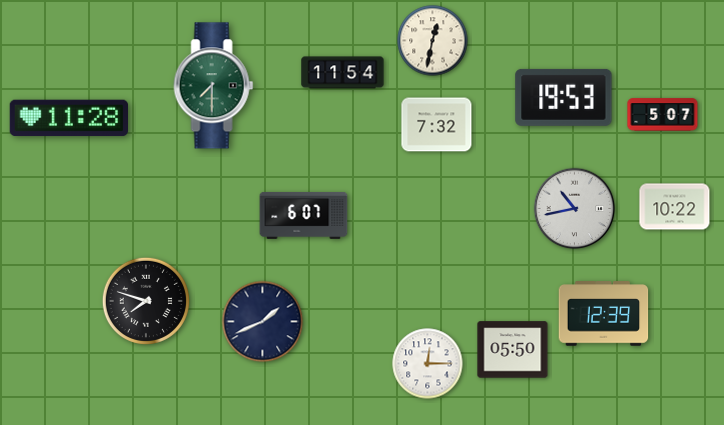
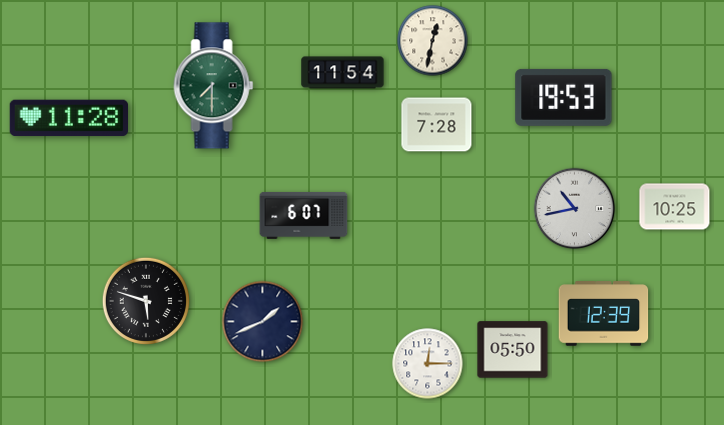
clock at (663, 115): 5:07 -> none
clock at (437, 125): 7:32 -> 7:28
clock at (675, 207): 10:22 -> 10:25
clock at (146, 301): 7:48 -> 5:48
